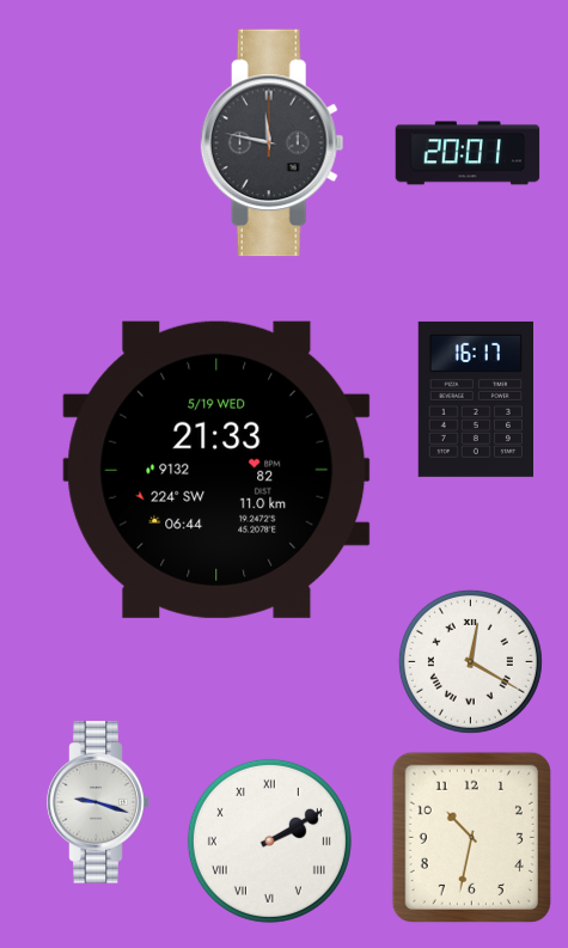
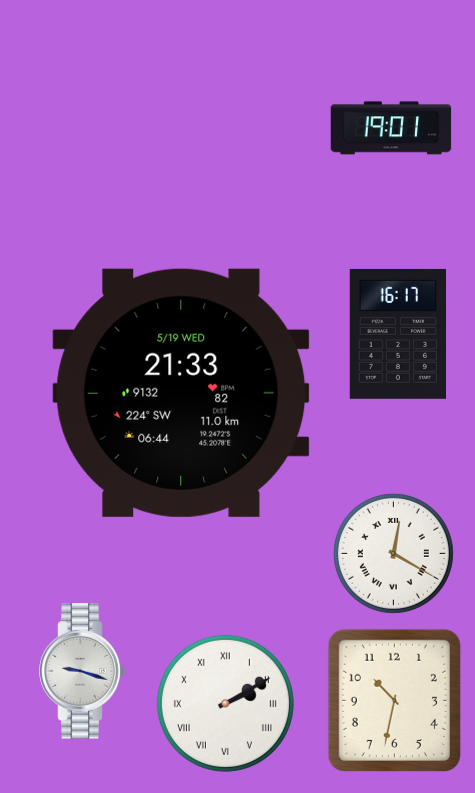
clock at (271, 143): 11:47 -> none
clock at (468, 153): 20:01 -> 19:01
